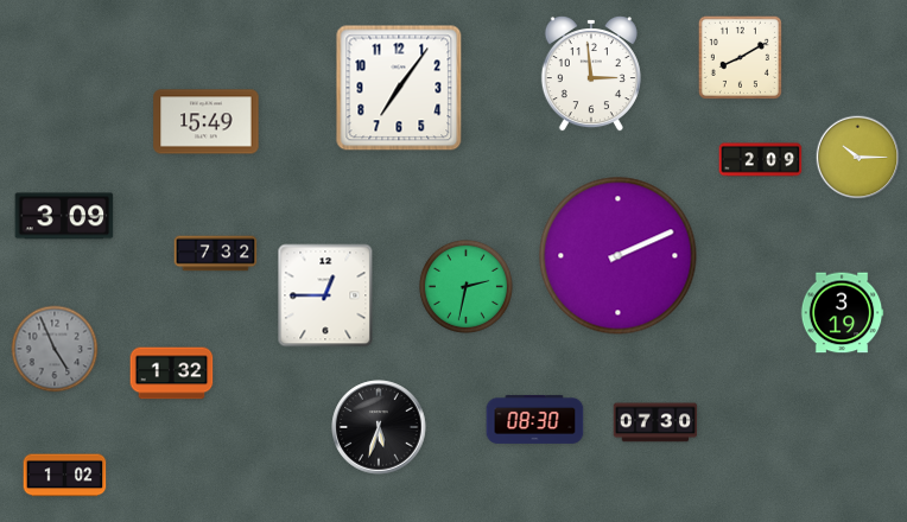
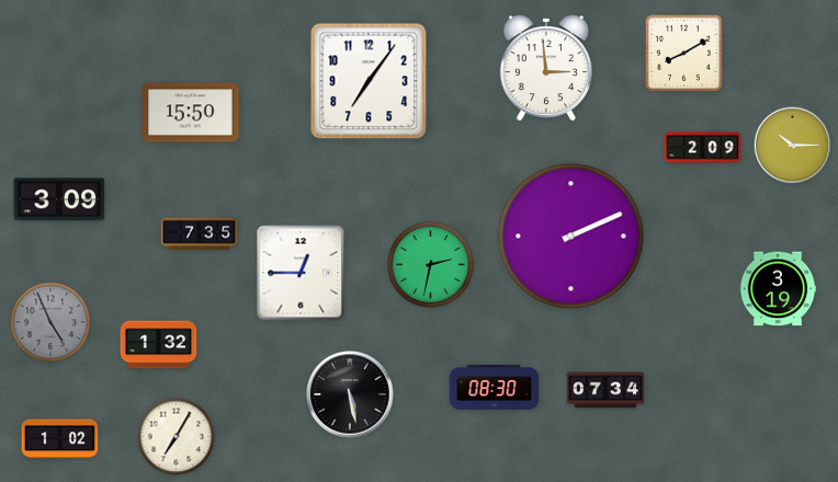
clock at (207, 122): 15:49 -> 15:50
clock at (216, 254): 7:32 -> 7:35
clock at (655, 422): 07:30 -> 07:34
clock at (379, 427): 5:33 -> 5:28
clock at (177, 437): none -> 7:05
